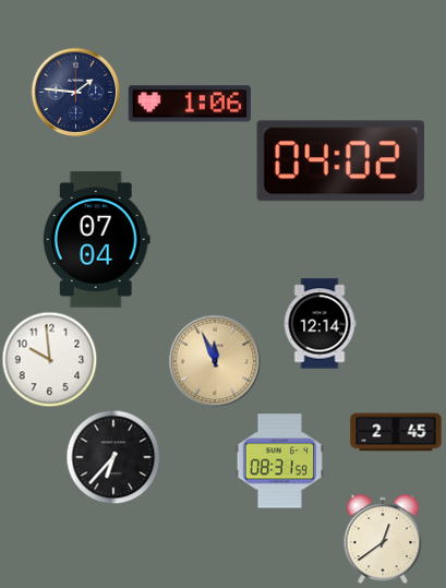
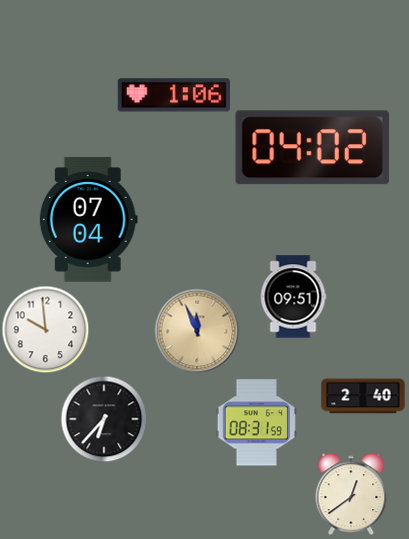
clock at (75, 92): 1:46 -> none
clock at (320, 324): 12:14 -> 09:51
clock at (396, 432): 2:45 -> 2:40
